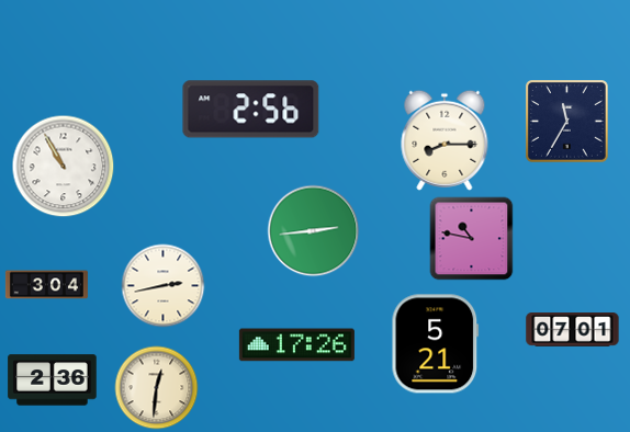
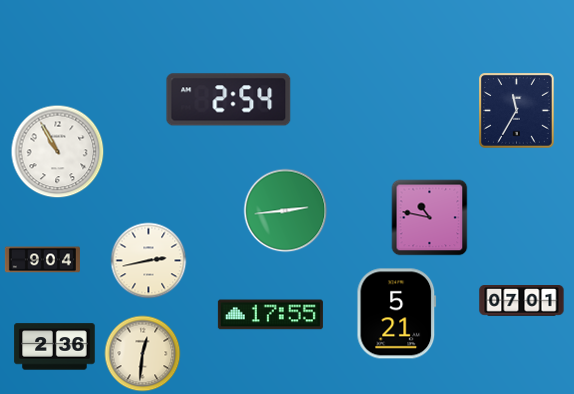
clock at (251, 110): 2:56 -> 2:54
clock at (445, 140): 8:15 -> none
clock at (46, 285): 3:04 -> 9:04
clock at (296, 345): 17:26 -> 17:55
clock at (53, 380) position: (53, 380) -> (55, 347)
